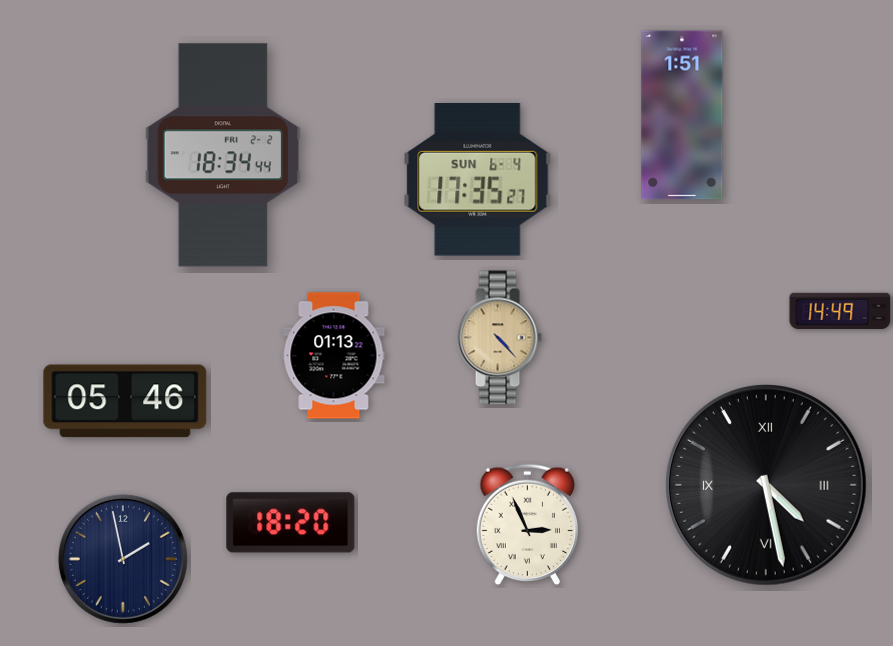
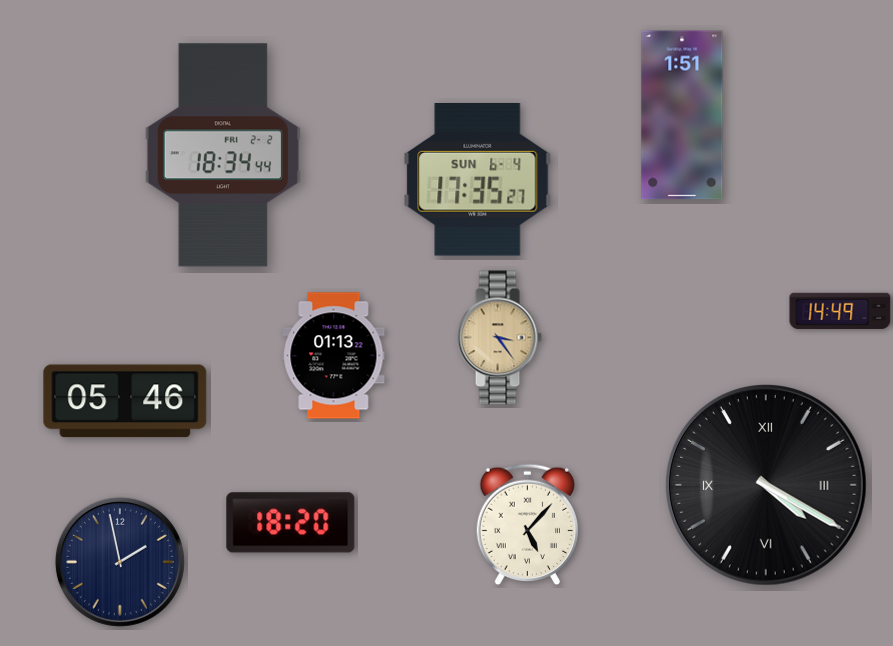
clock at (499, 338): 4:23 -> 3:24
clock at (767, 486): 4:28 -> 4:20
clock at (528, 525): 2:56 -> 5:07
clock at (123, 559) position: (123, 559) -> (120, 562)
